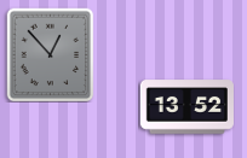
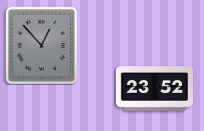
clock at (186, 107): 13:52 -> 23:52
